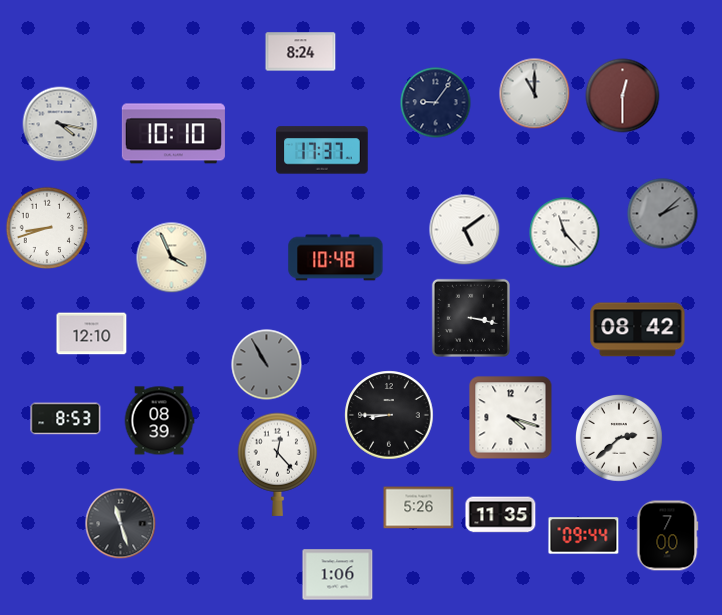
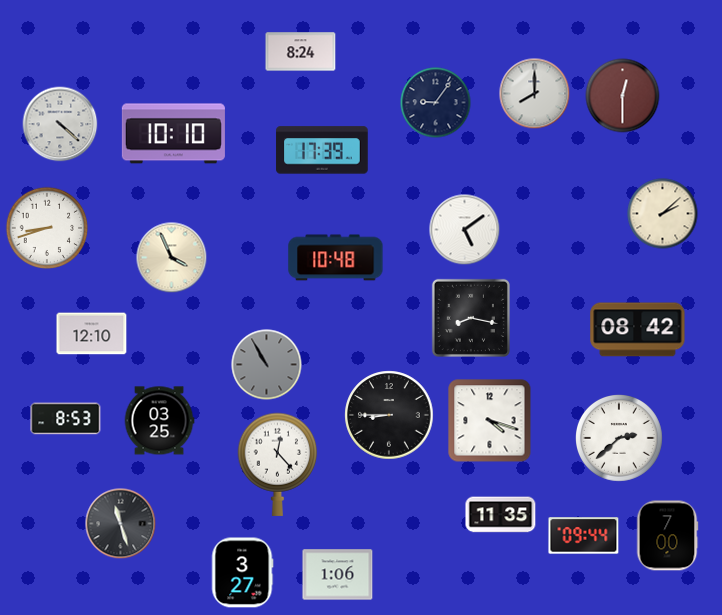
clock at (535, 94): 11:00 -> 8:00
clock at (60, 124): 4:17 -> 4:22
clock at (322, 150): 17:37 -> 17:39
clock at (663, 214) dial: grey -> cream
clock at (565, 233): 11:23 -> none
clock at (471, 318): 3:17 -> 8:17
clock at (511, 418) position: (511, 418) -> (490, 421)
clock at (159, 421): 08:39 -> 03:25
clock at (419, 508): 5:26 -> none
clock at (242, 573): none -> 3:27
